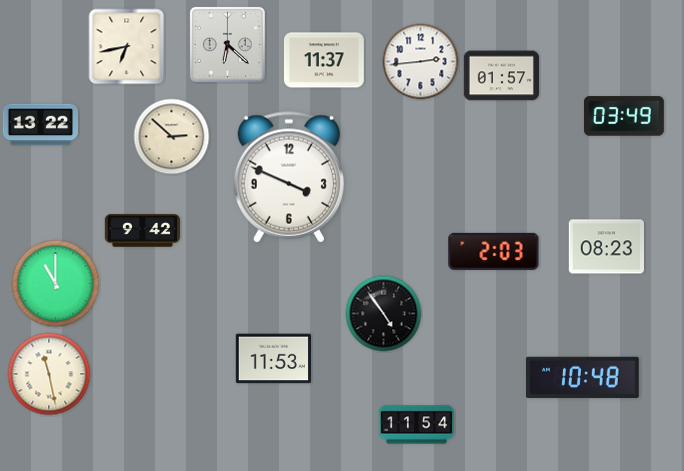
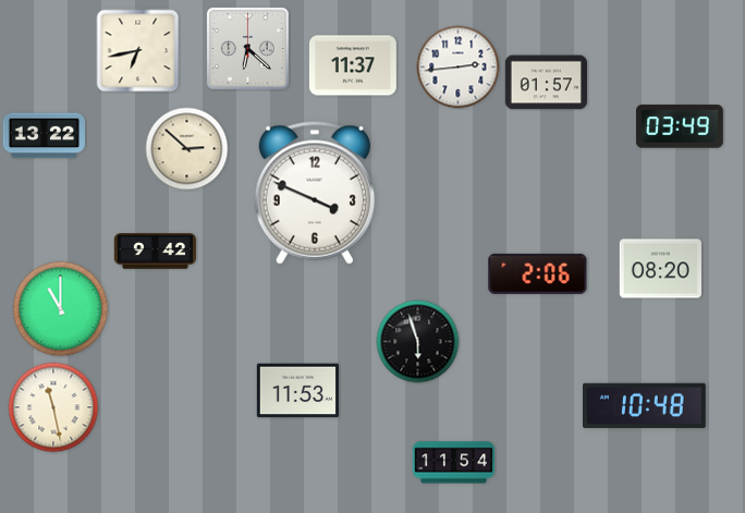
clock at (606, 247): 08:23 -> 08:20
clock at (494, 251): 2:03 -> 2:06
clock at (384, 314): 4:54 -> 5:57
clock at (583, 378) position: (583, 378) -> (645, 406)
